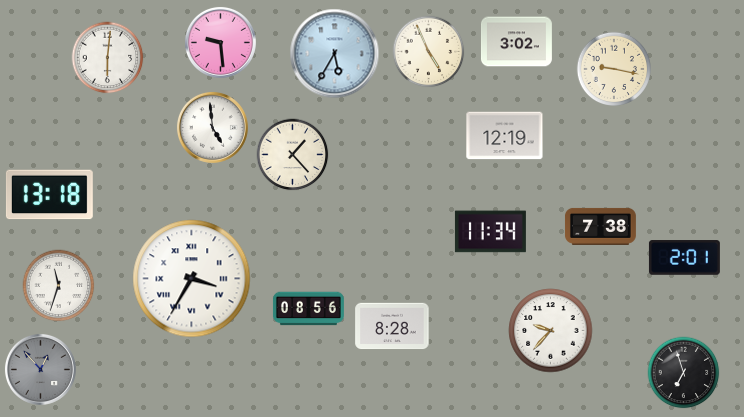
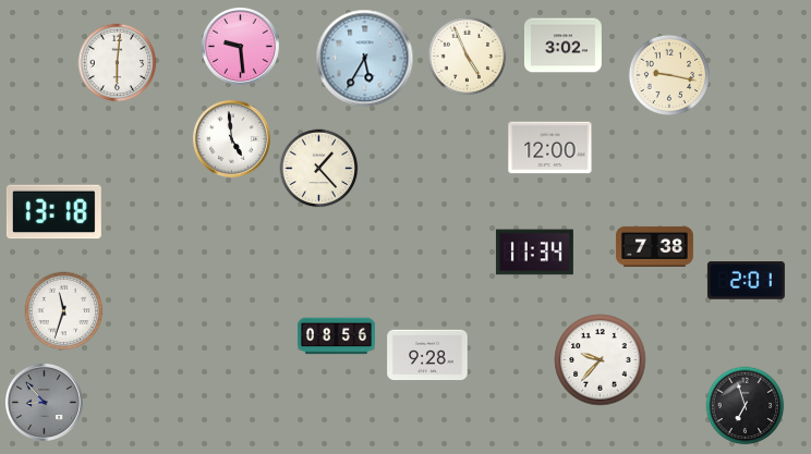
clock at (505, 136): 12:19 -> 12:00
clock at (192, 279): 3:35 -> none
clock at (392, 326): 8:28 -> 9:28
clock at (40, 369): 12:53 -> 8:53
